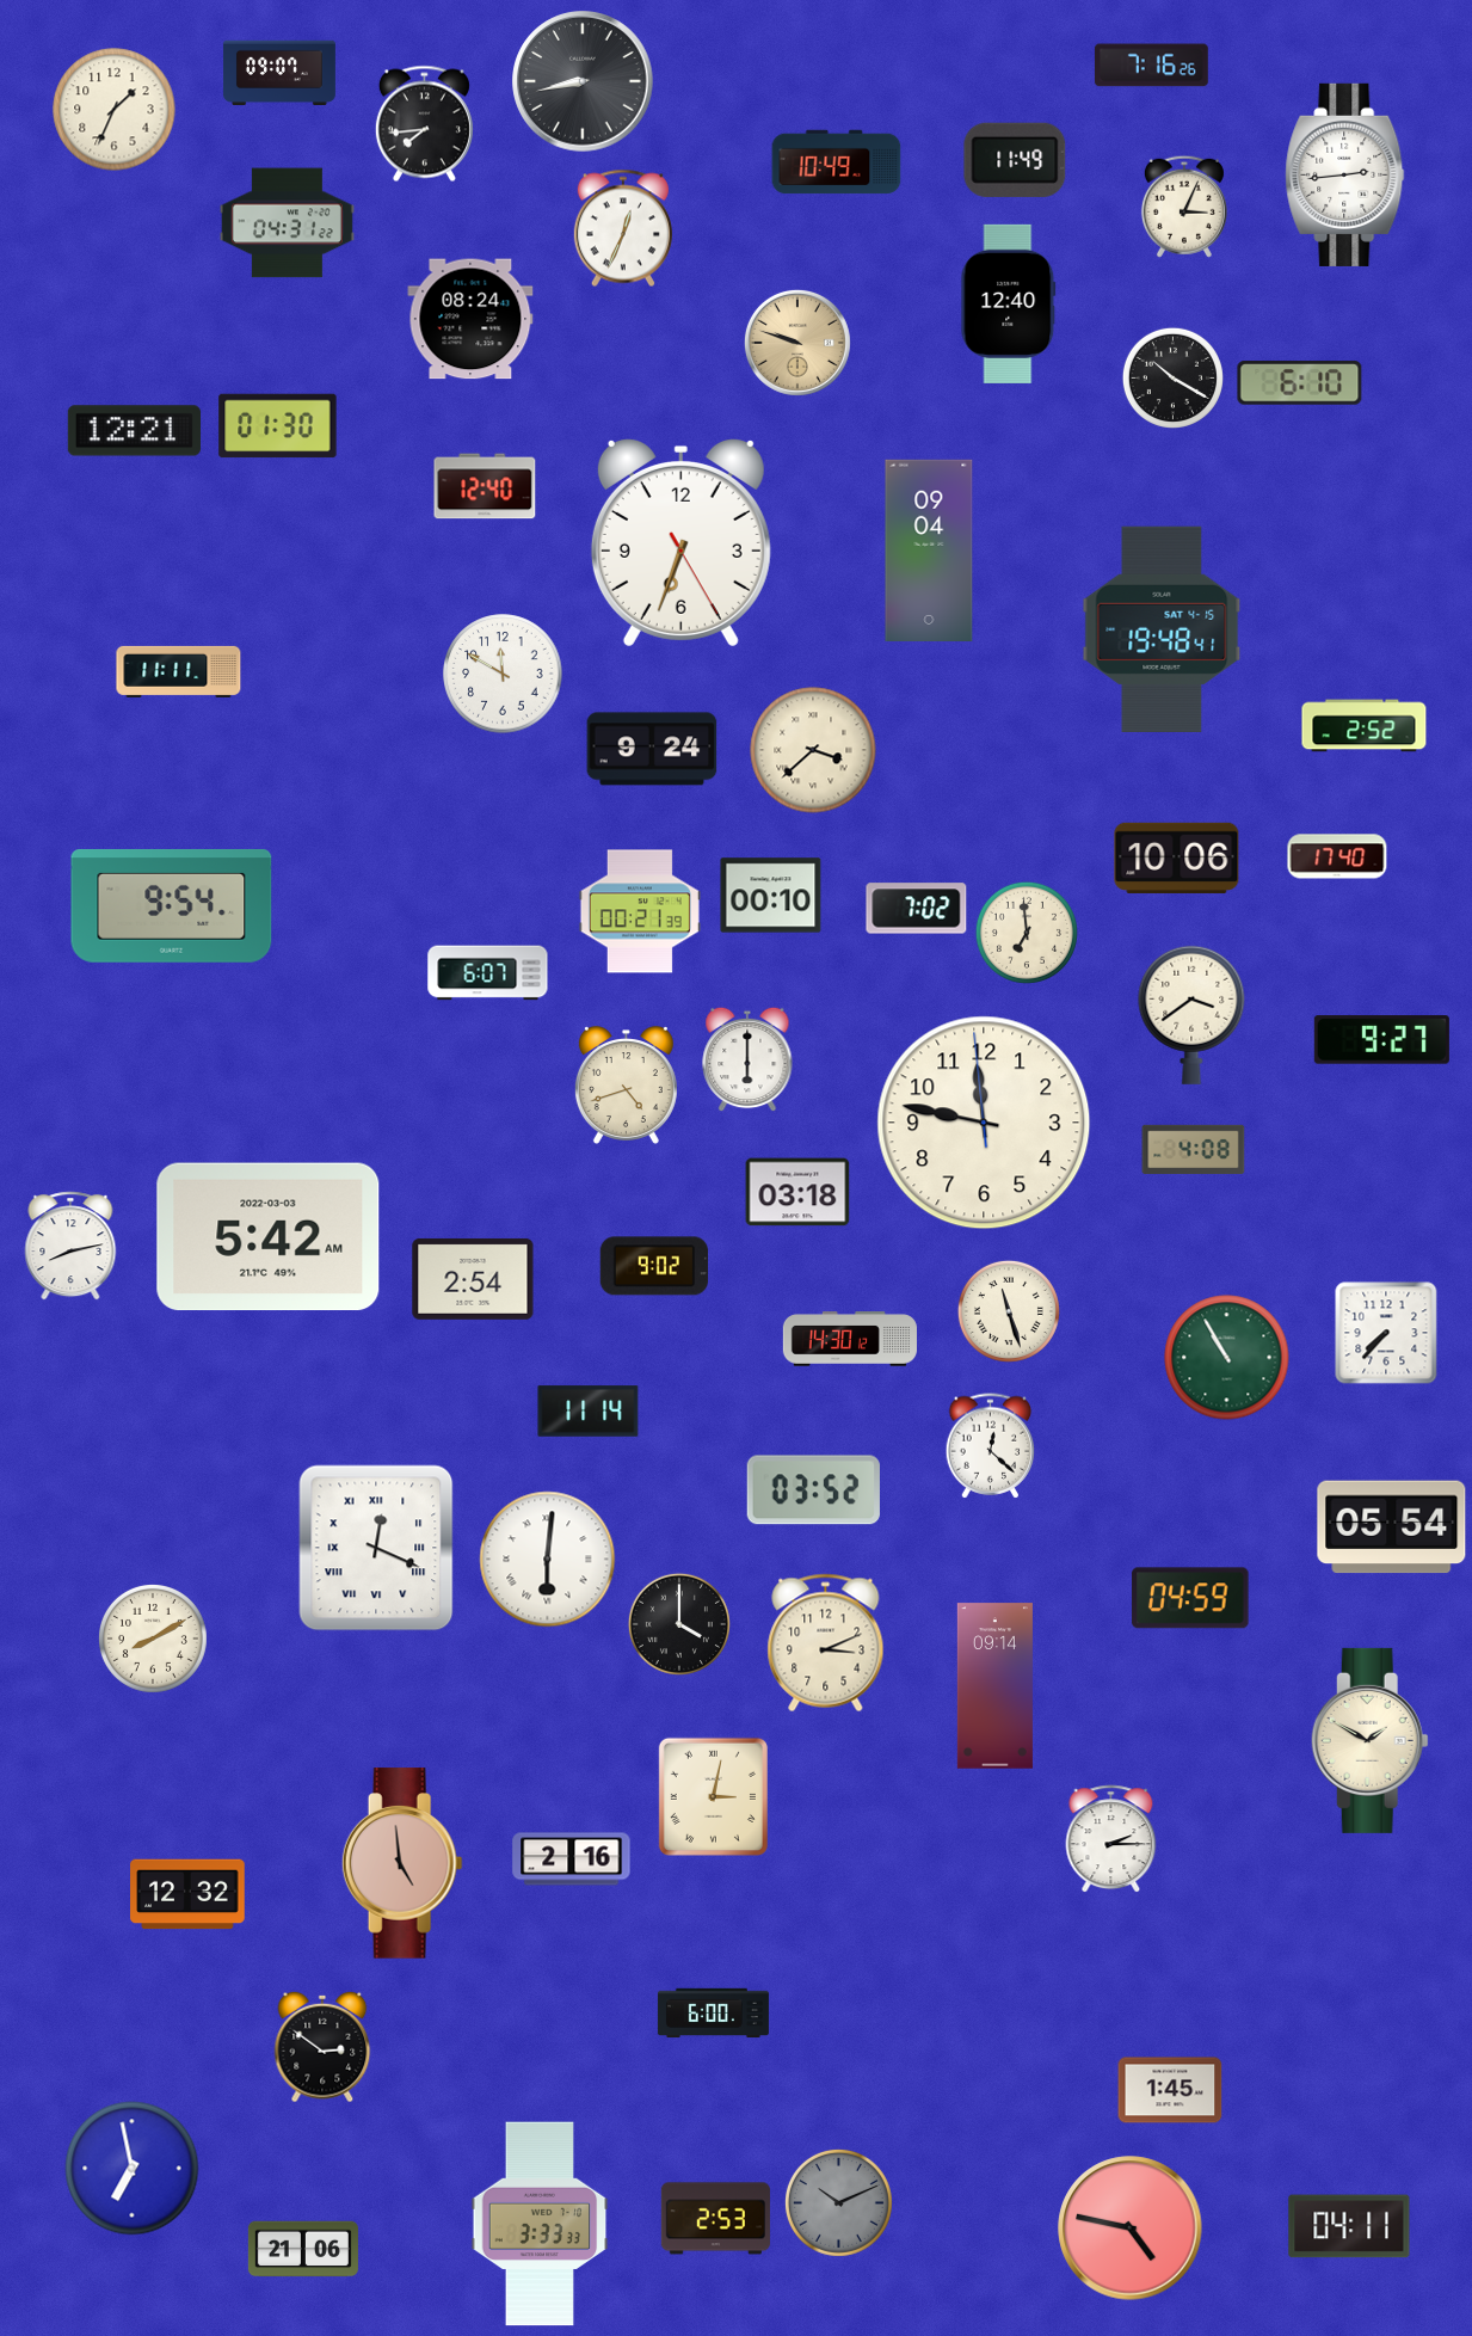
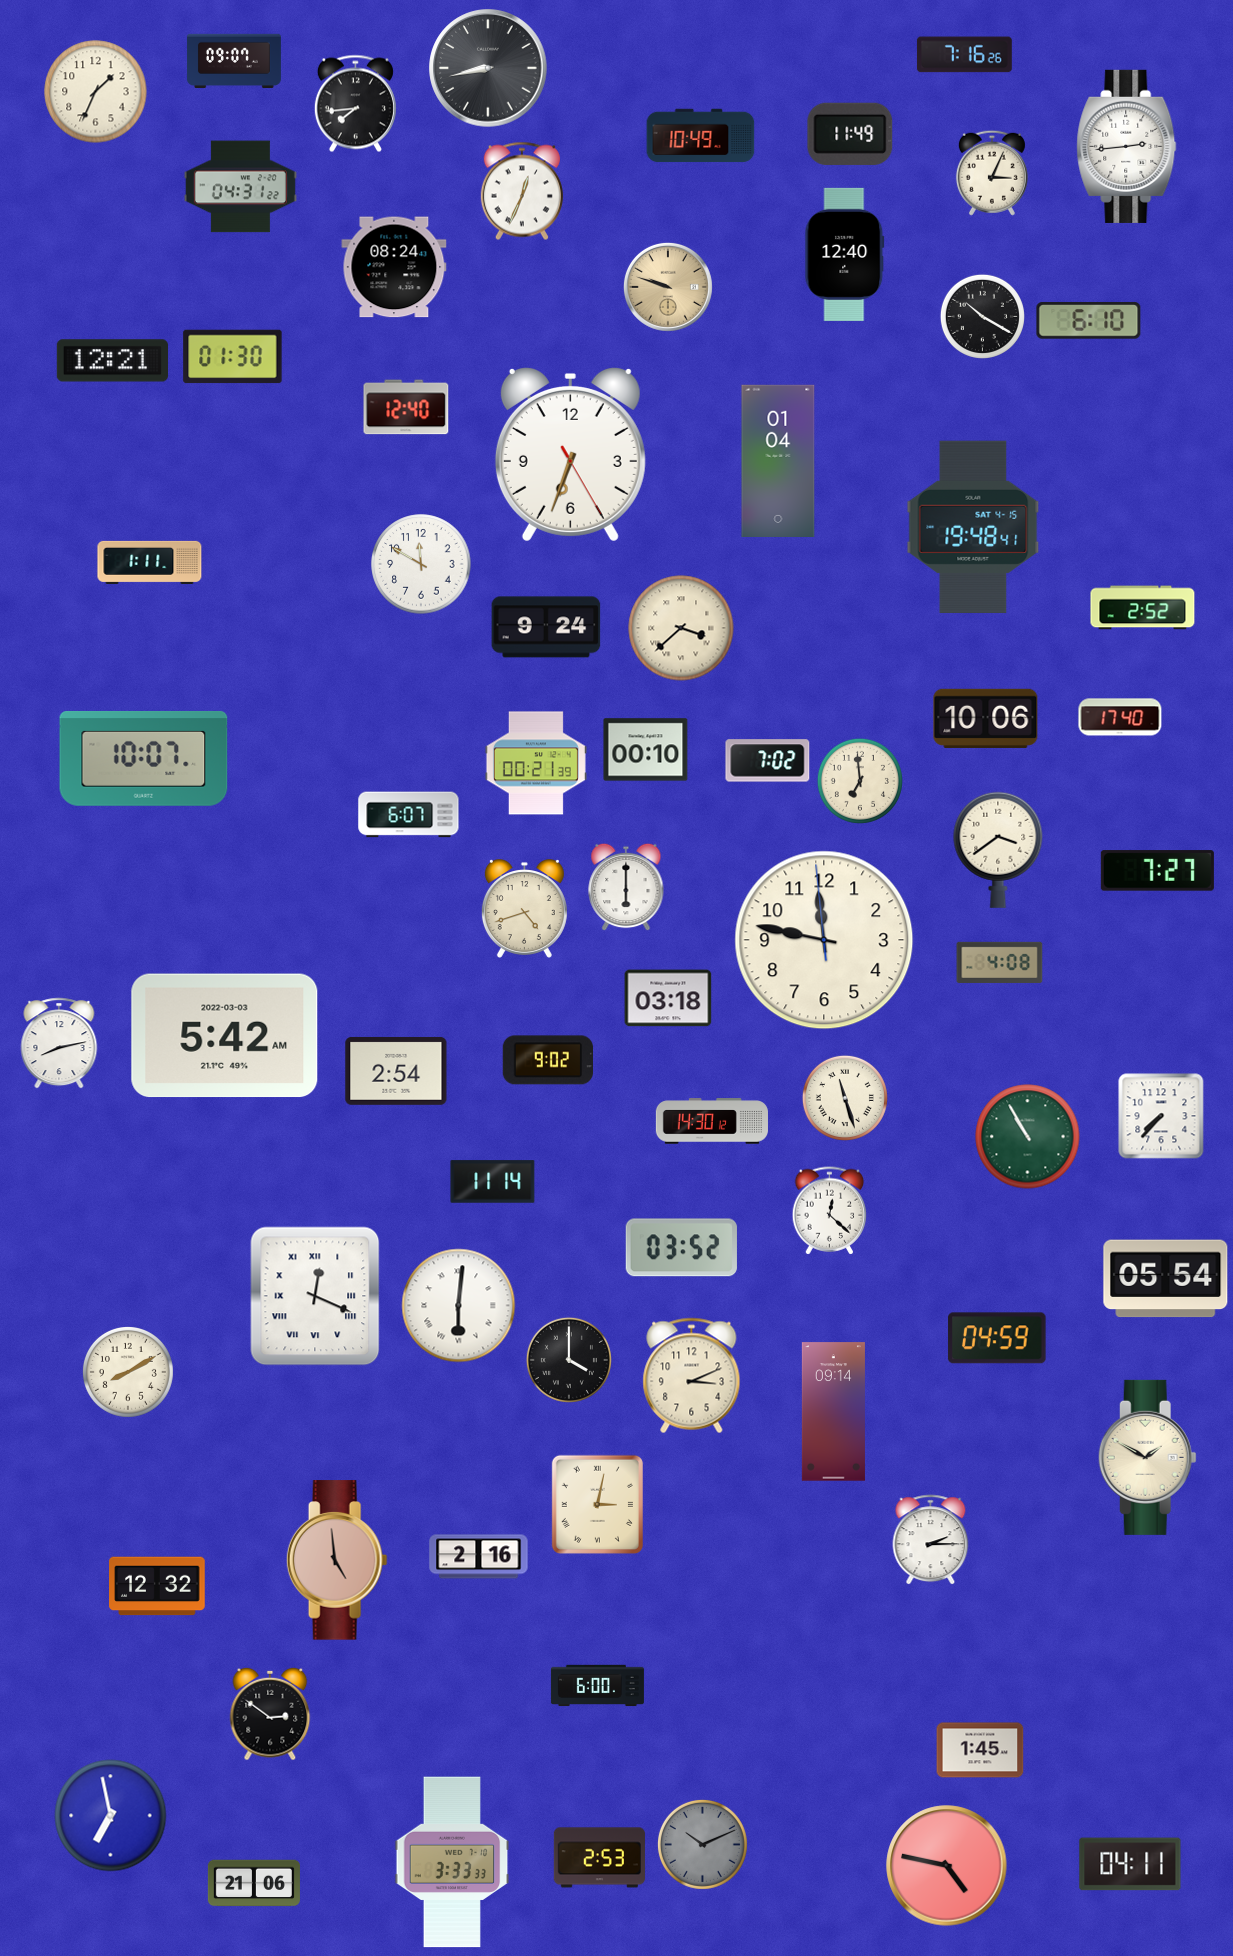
clock at (929, 549): 09:04 -> 01:04
clock at (179, 671): 11:11 -> 1:11
clock at (172, 905): 9:54 -> 10:07
clock at (1381, 1040): 9:27 -> 7:27
